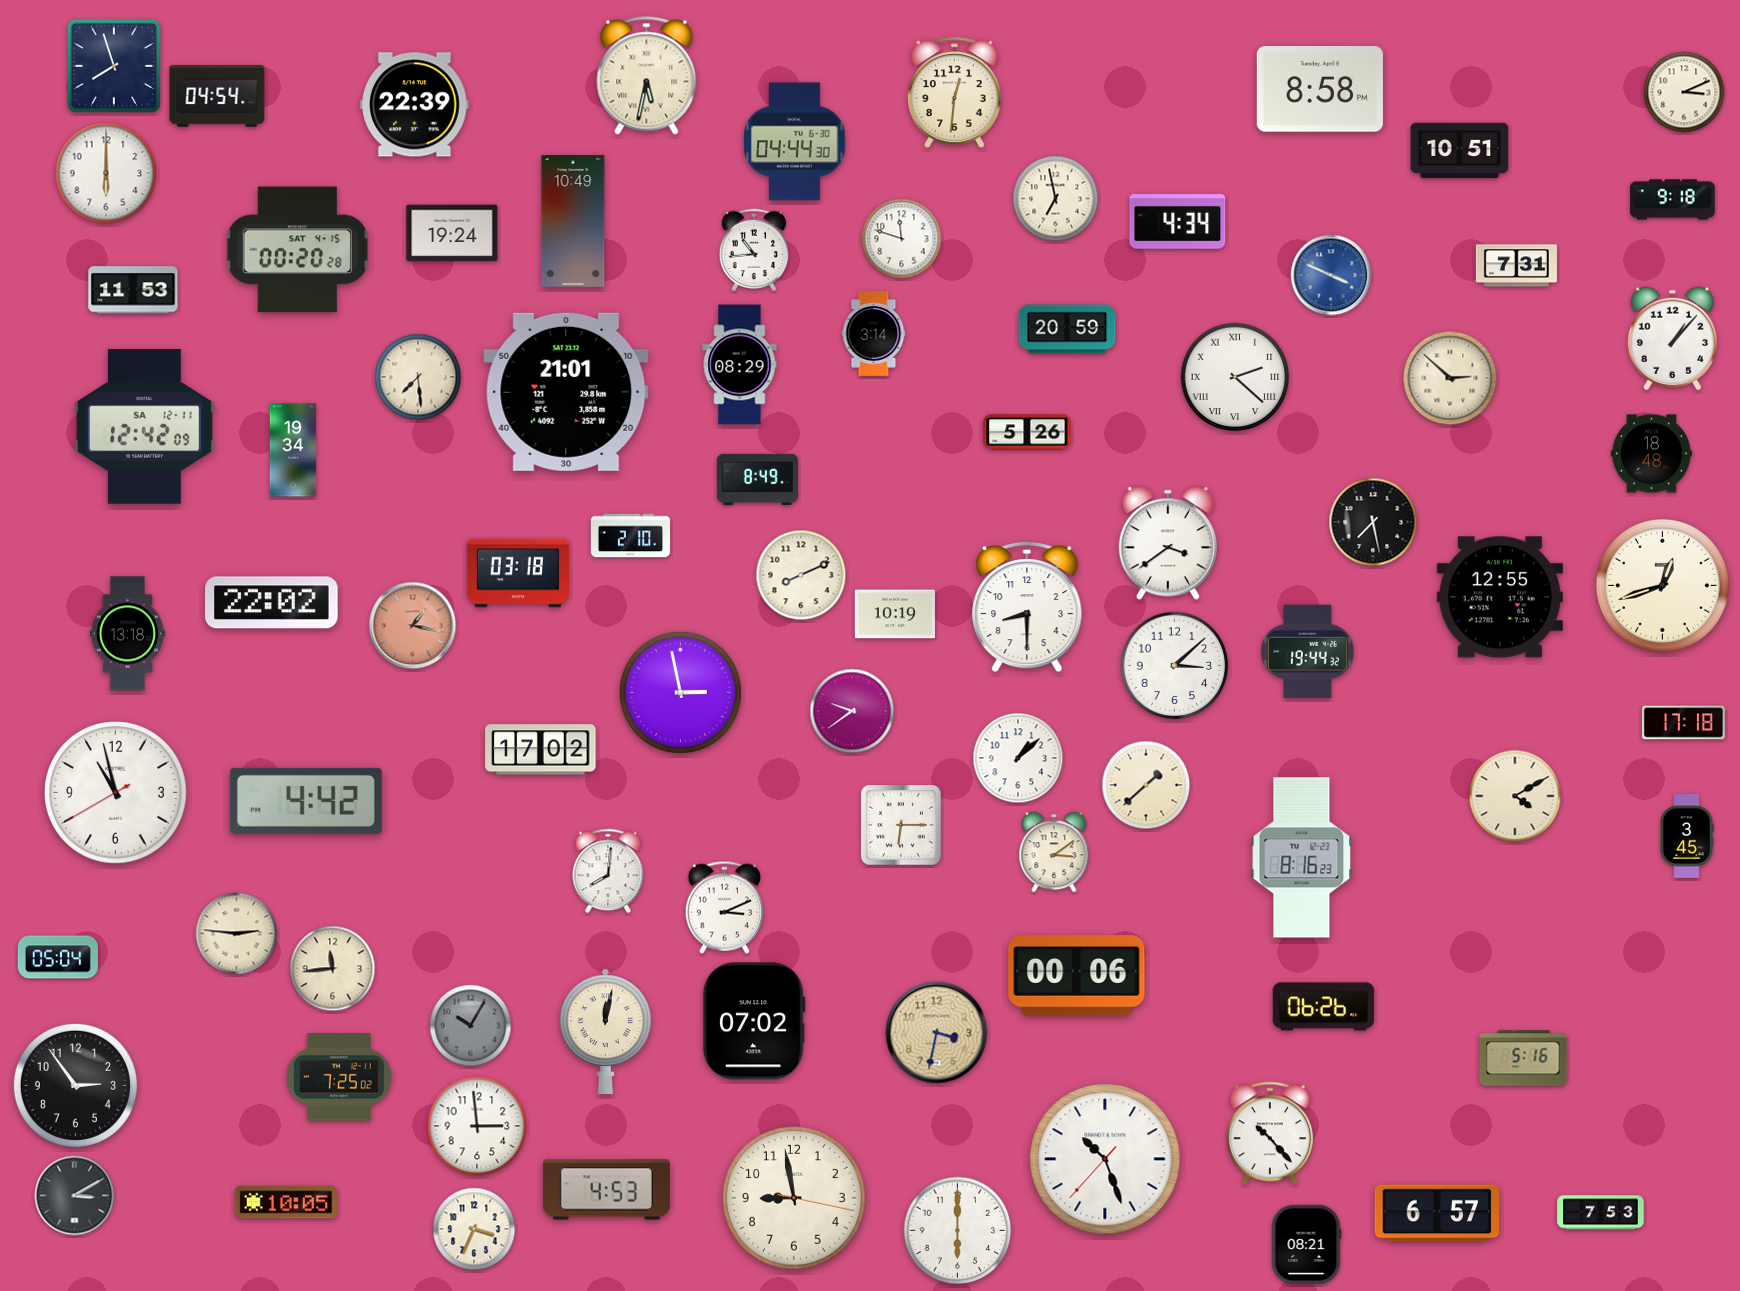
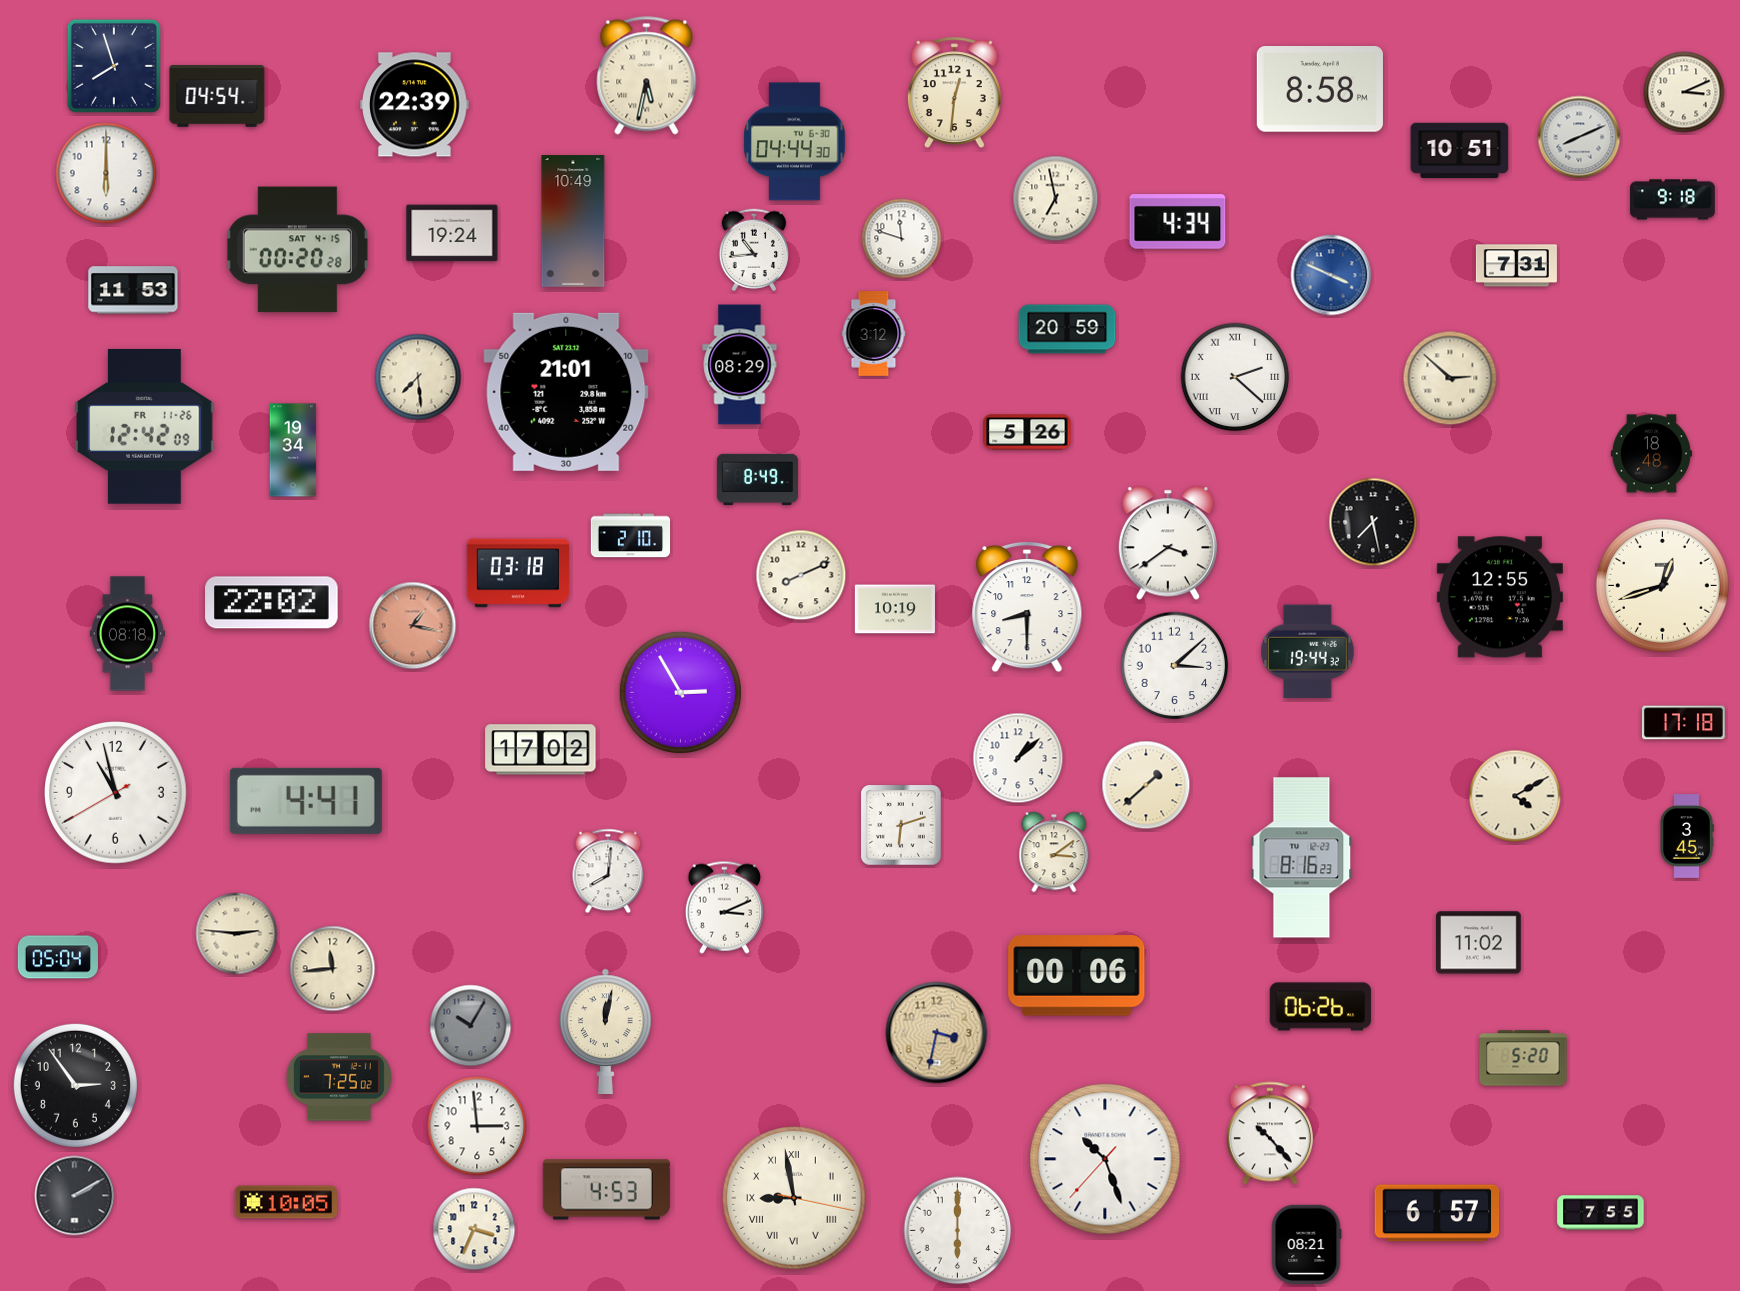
clock at (1579, 137): none -> 8:11
clock at (874, 334): 3:14 -> 3:12
clock at (1672, 339): 1:07 -> none
clock at (145, 426) date: SA 12-11 -> FR 11-26
clock at (895, 614) position: (895, 614) -> (895, 609)
clock at (127, 634): 13:18 -> 08:18
clock at (680, 692): 2:58 -> 2:55
clock at (852, 711): 9:39 -> none
clock at (306, 801): 4:42 -> 4:41
clock at (902, 826): 6:15 -> 6:12
clock at (1479, 943): none -> 11:02
clock at (1324, 1007) position: (1324, 1007) -> (1321, 1007)
clock at (754, 1021): 07:02 -> none
clock at (1523, 1058): 5:16 -> 5:20
clock at (75, 1196): 3:10 -> 2:10
clock at (794, 1198) numerals: Arabic -> Roman
clock at (1601, 1213): 7:53 -> 7:55
